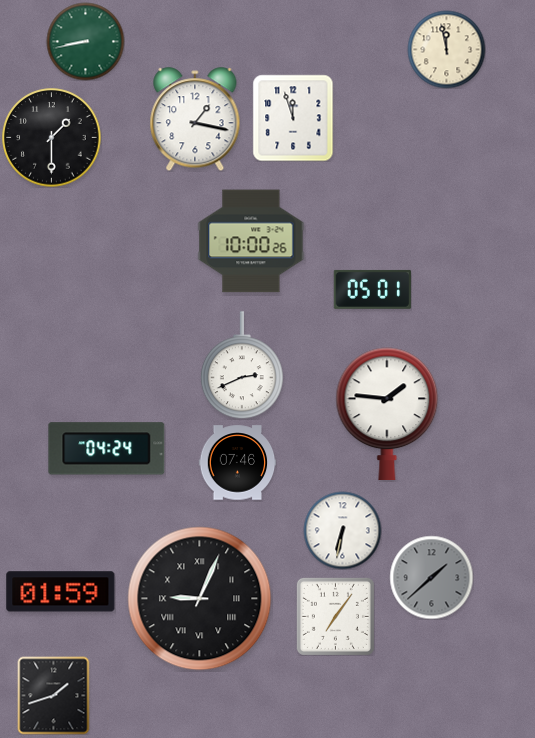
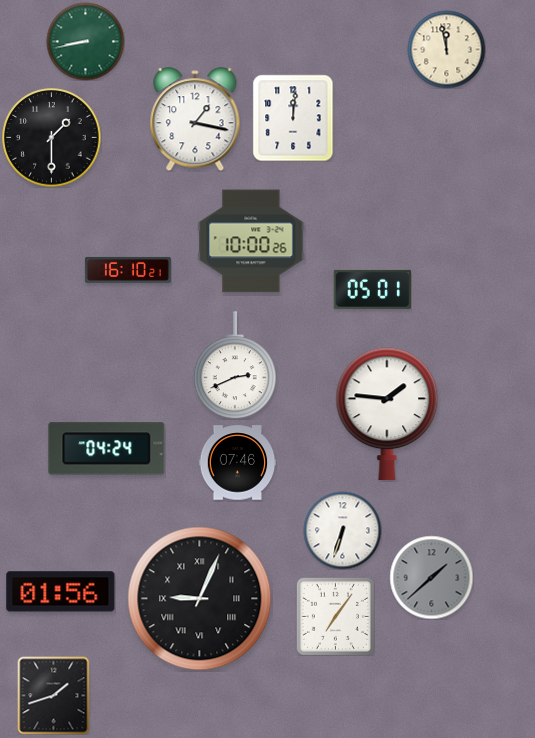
clock at (293, 118): 11:57 -> 12:01
clock at (128, 270): none -> 16:10
clock at (242, 365) position: (242, 365) -> (235, 365)
clock at (342, 530): 6:32 -> 6:33
clock at (61, 592): 01:59 -> 01:56
